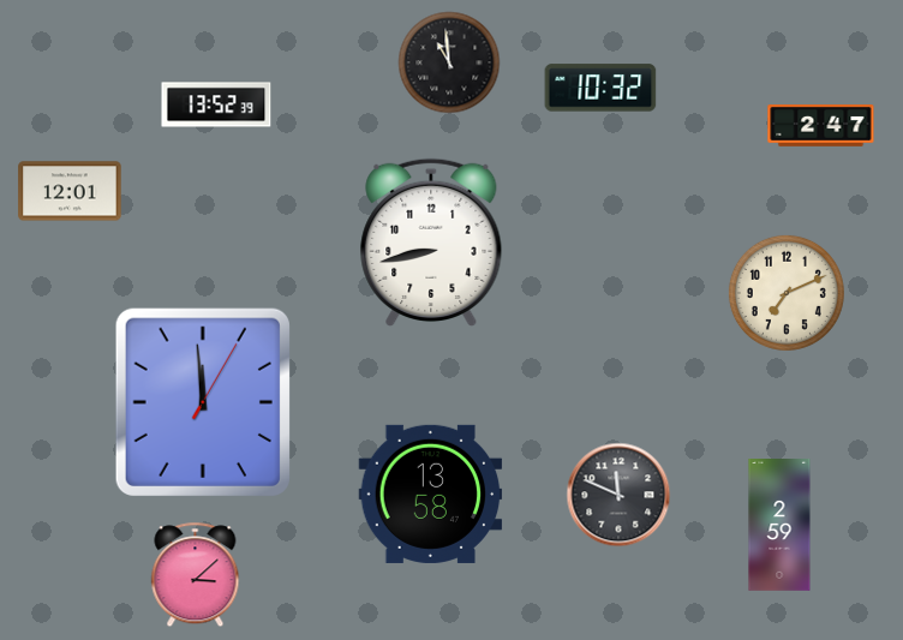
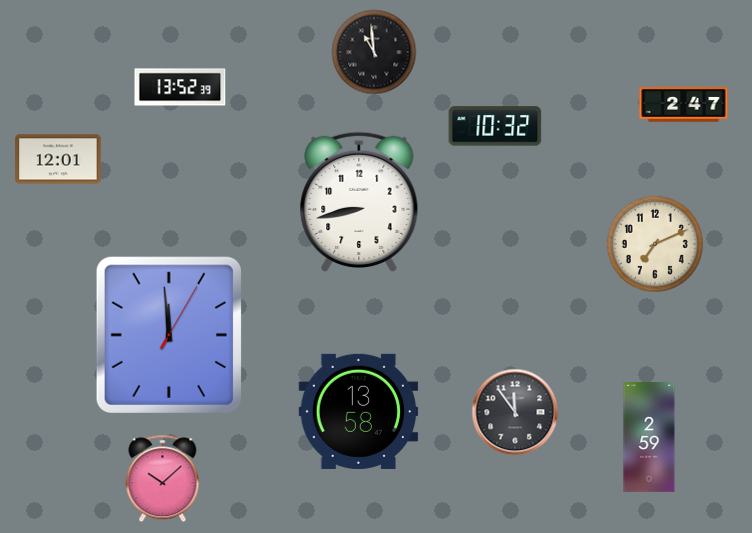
clock at (600, 88) position: (600, 88) -> (495, 126)
clock at (618, 495): 11:49 -> 11:54
clock at (196, 575): 3:08 -> 10:08
